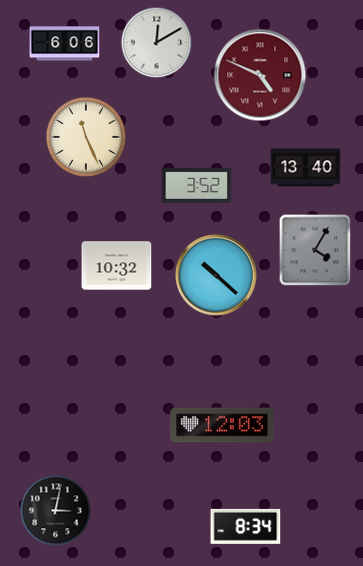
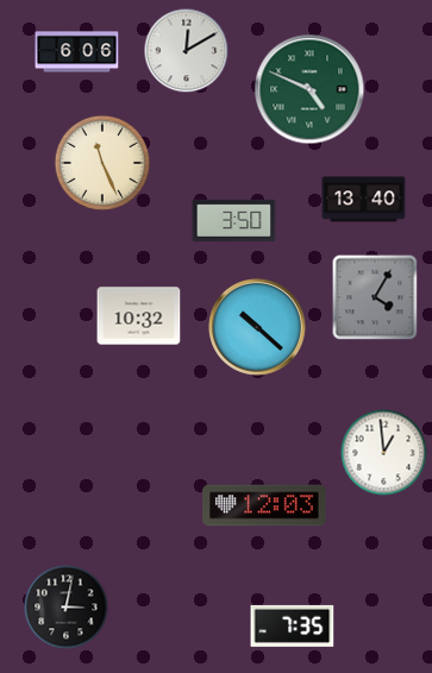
clock at (260, 75) dial: burgundy -> green
clock at (197, 185): 3:52 -> 3:50
clock at (384, 453): none -> 12:59
clock at (246, 526): 8:34 -> 7:35
